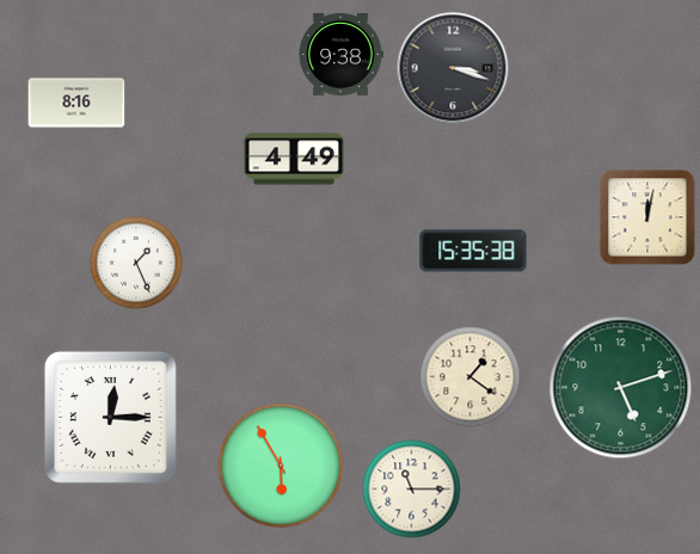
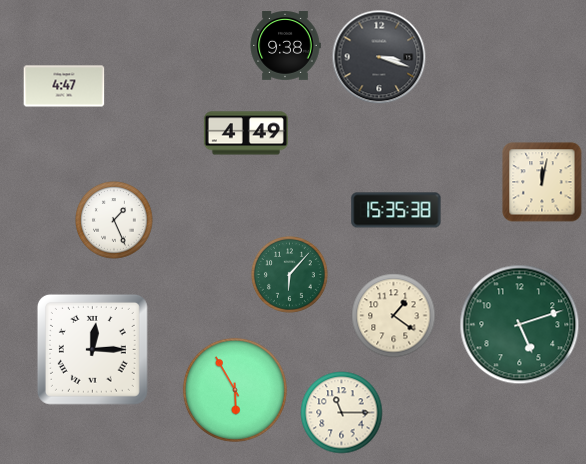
clock at (76, 103): 8:16 -> 4:47
clock at (290, 275): none -> 6:07
clock at (412, 490) position: (412, 490) -> (342, 413)
